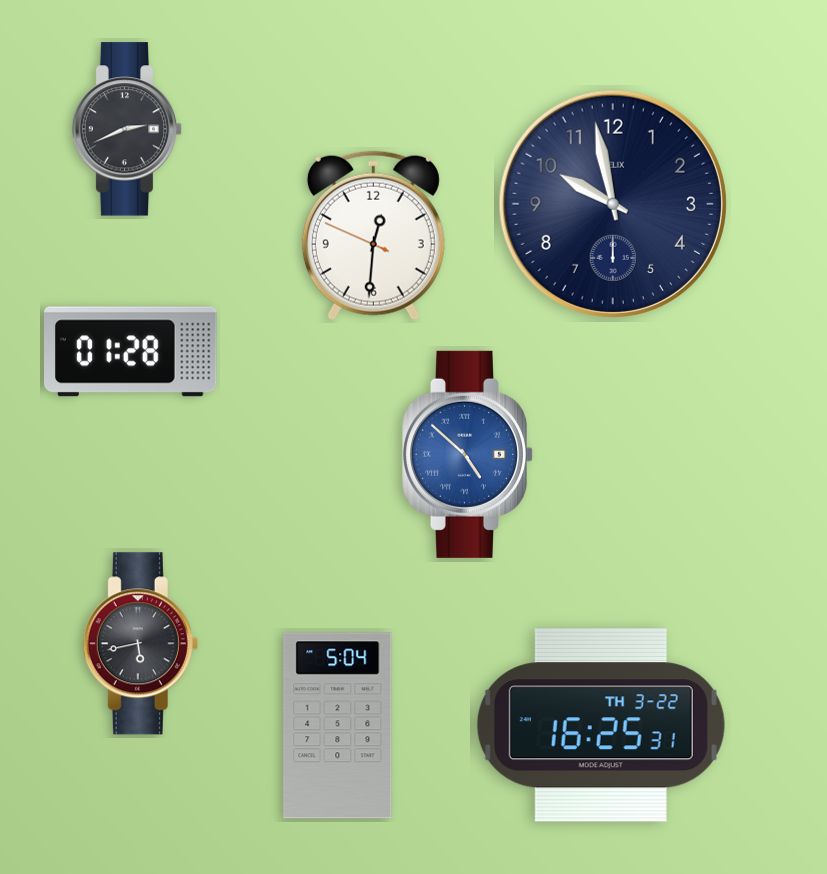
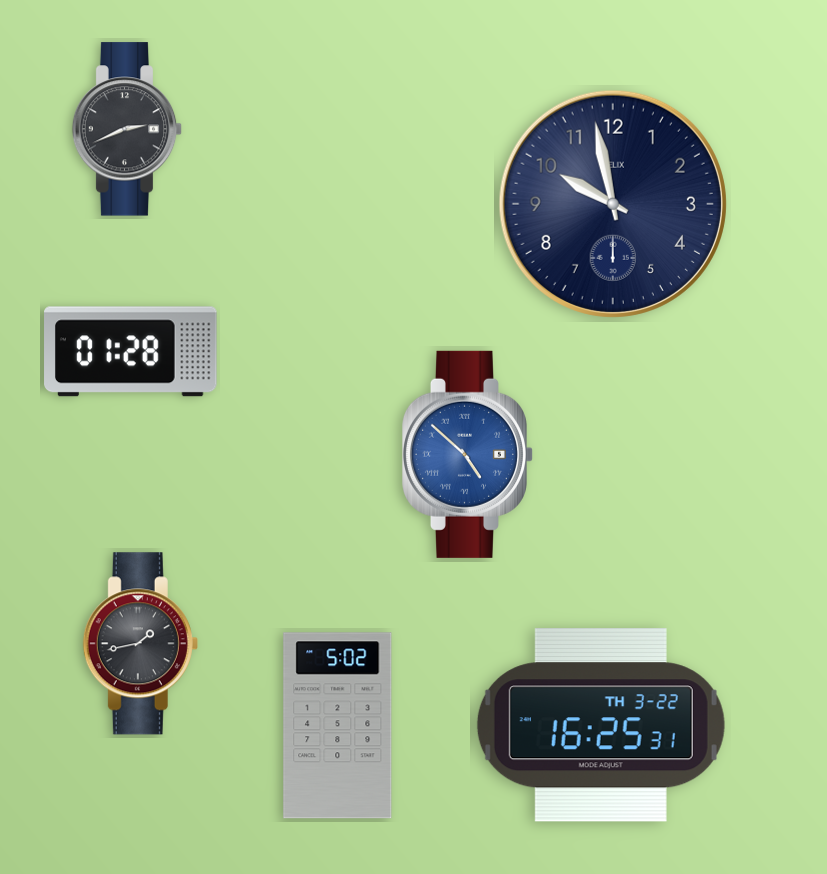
clock at (373, 236): 12:30 -> none
clock at (140, 644): 5:43 -> 1:43
clock at (338, 726): 5:04 -> 5:02
